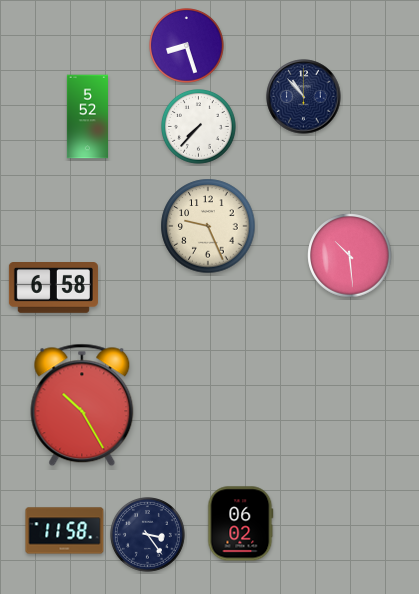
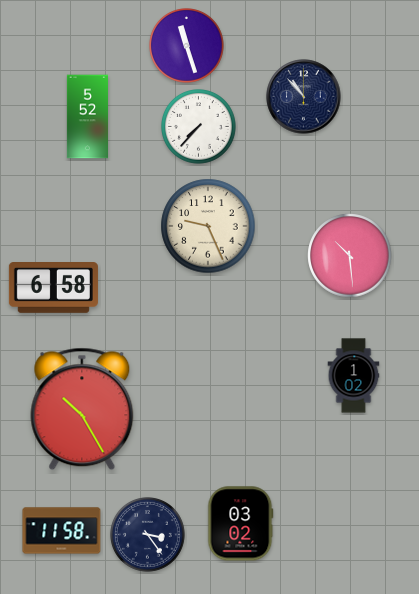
clock at (187, 46): 8:27 -> 11:27
clock at (354, 376): none -> 1:02
clock at (82, 405) position: (82, 405) -> (82, 409)
clock at (241, 524): 06:02 -> 03:02
clock at (65, 531) position: (65, 531) -> (62, 531)
